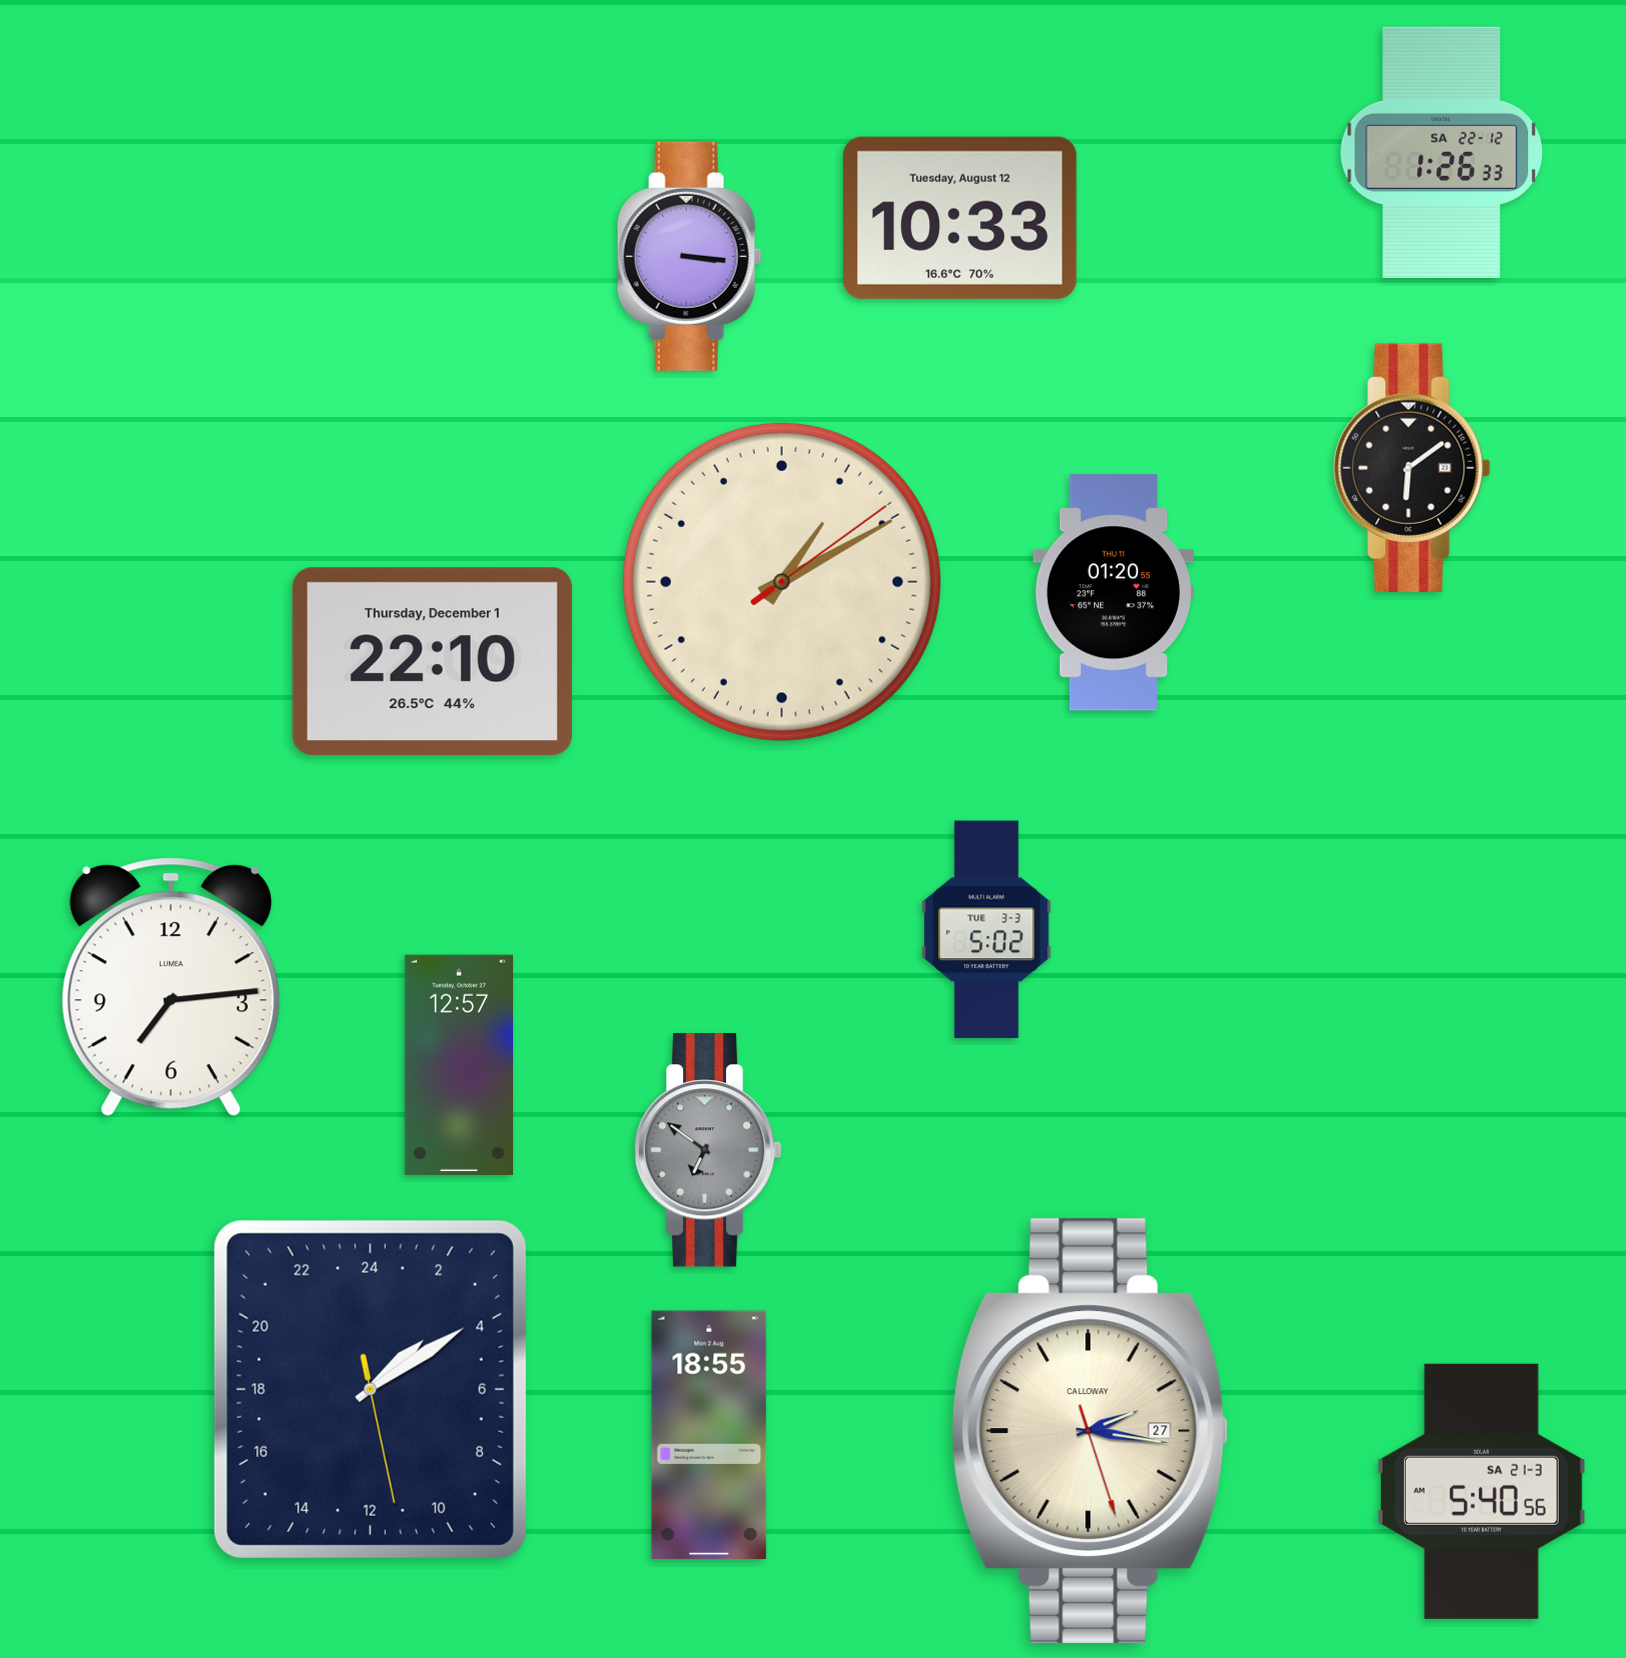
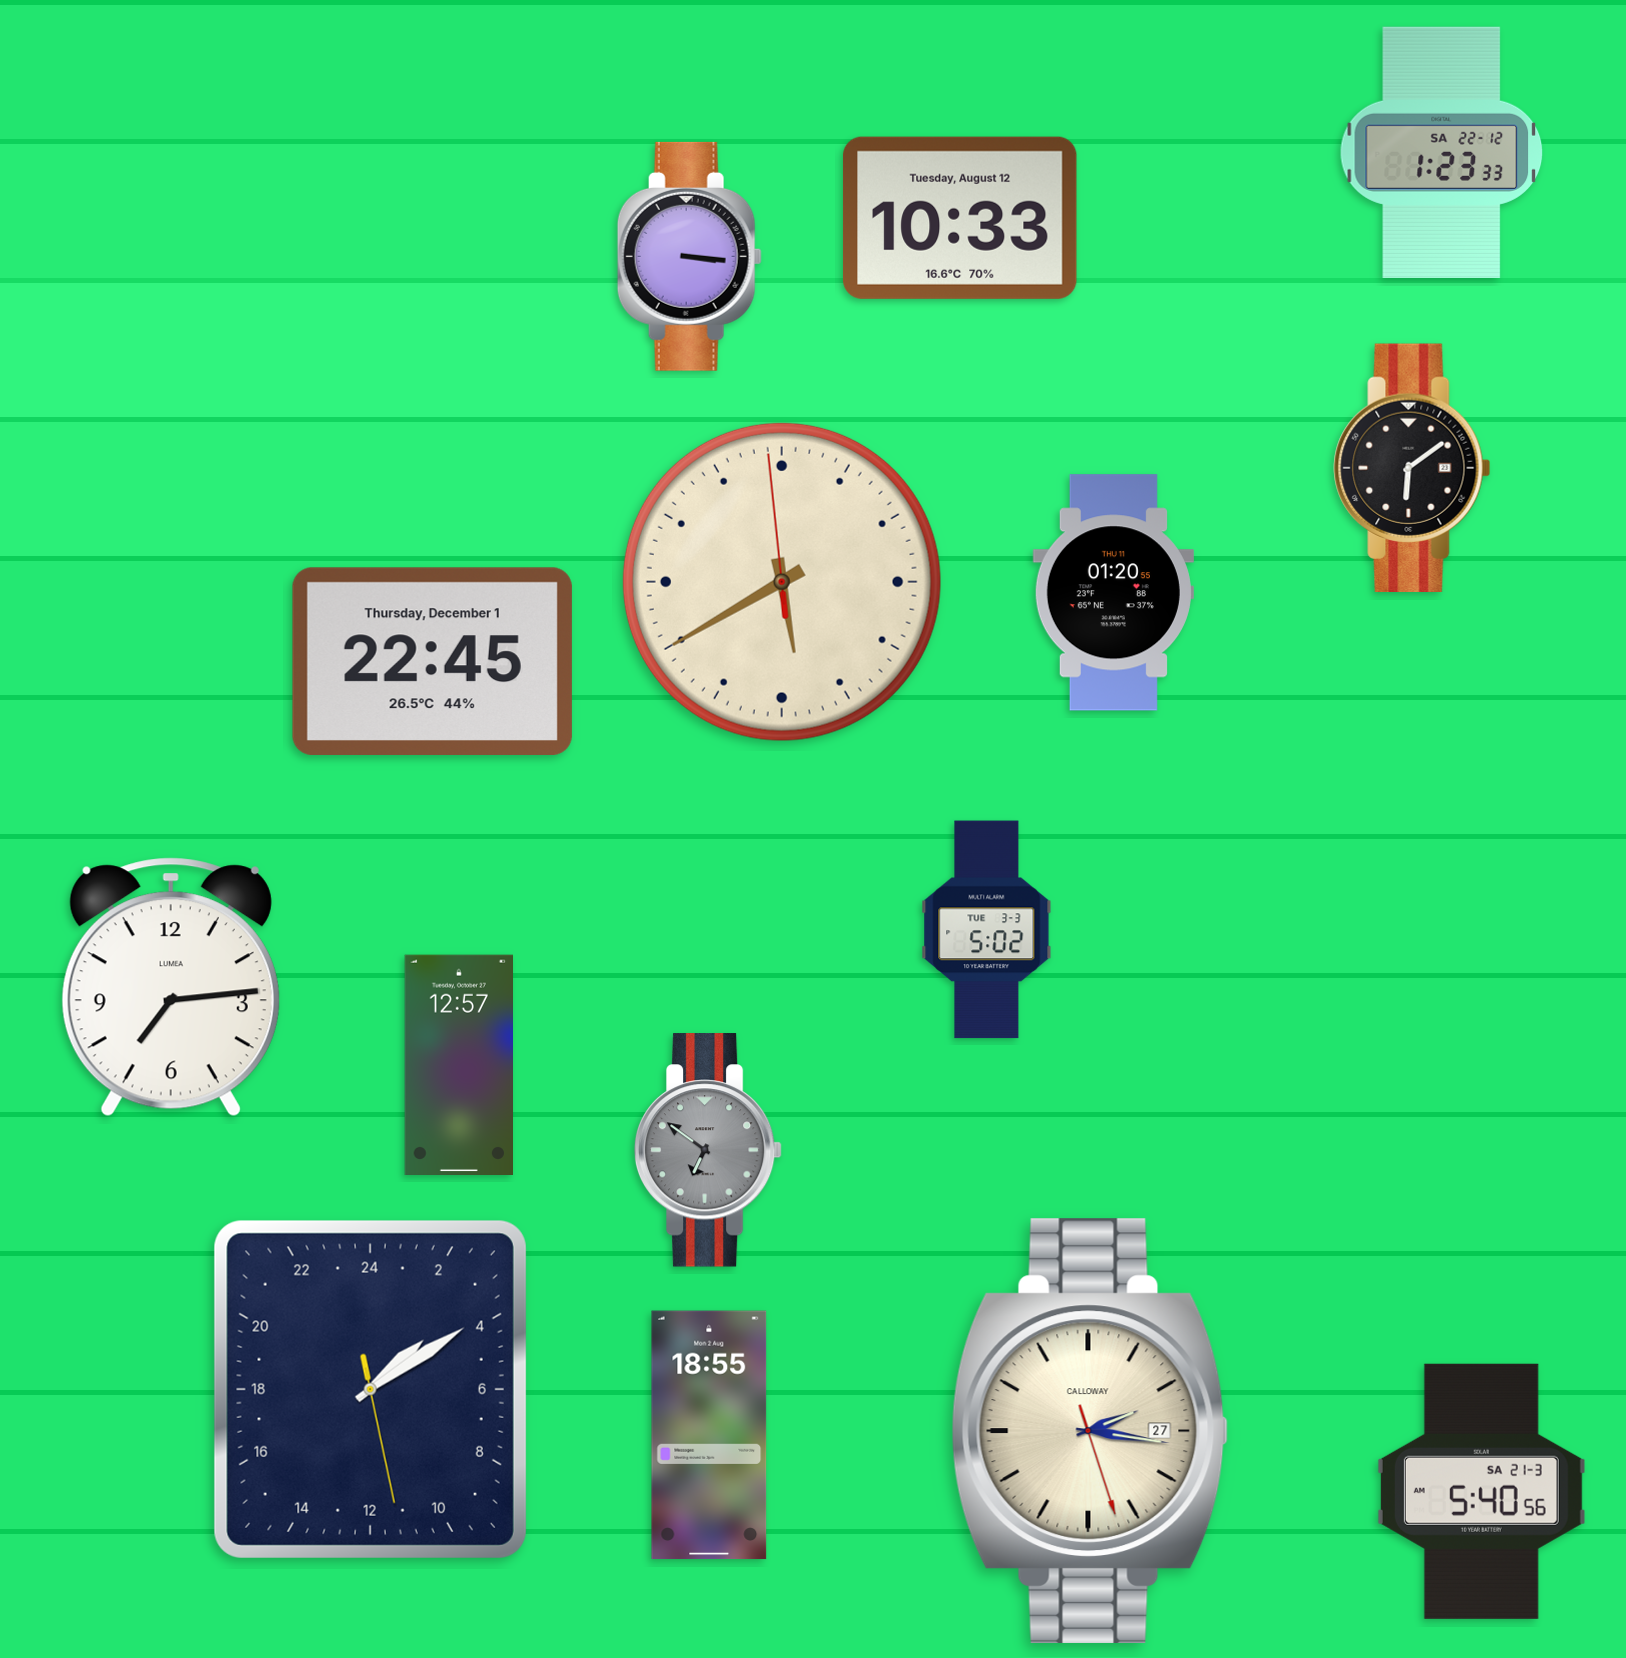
clock at (1442, 152): 1:26 -> 1:23
clock at (782, 582): 1:10 -> 5:39
clock at (432, 661): 22:10 -> 22:45
